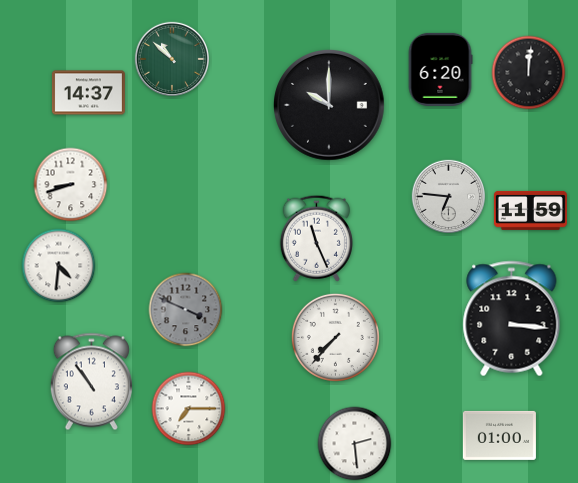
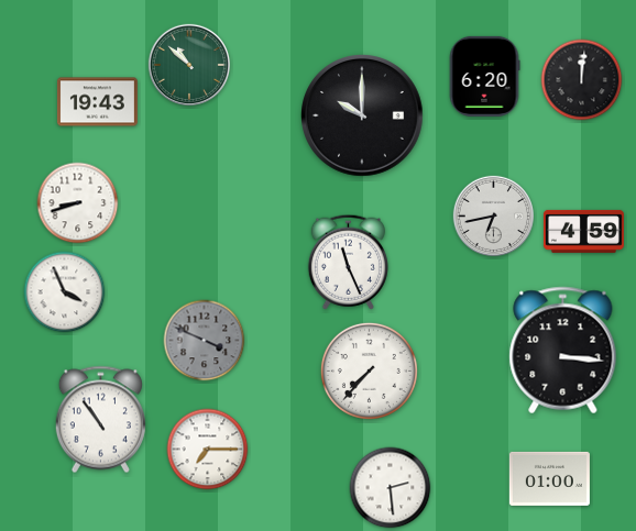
clock at (88, 93): 14:37 -> 19:43
clock at (448, 196): 6:46 -> 6:43
clock at (530, 210): 11:59 -> 4:59
clock at (59, 266): 4:31 -> 3:56
